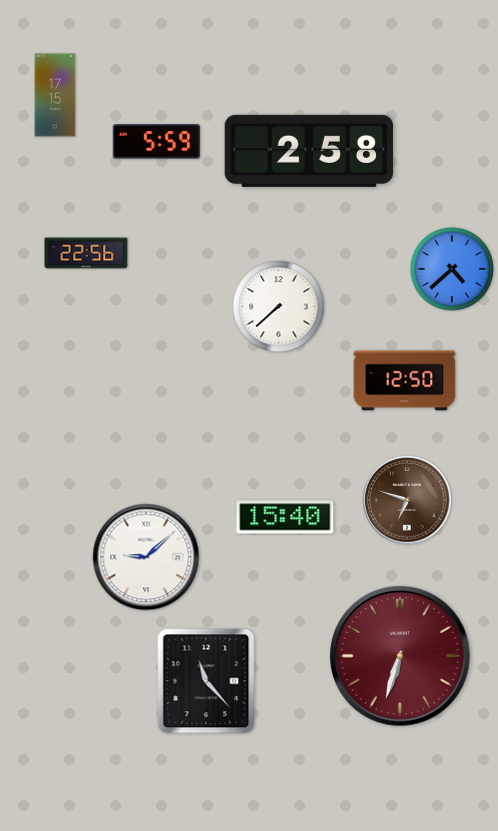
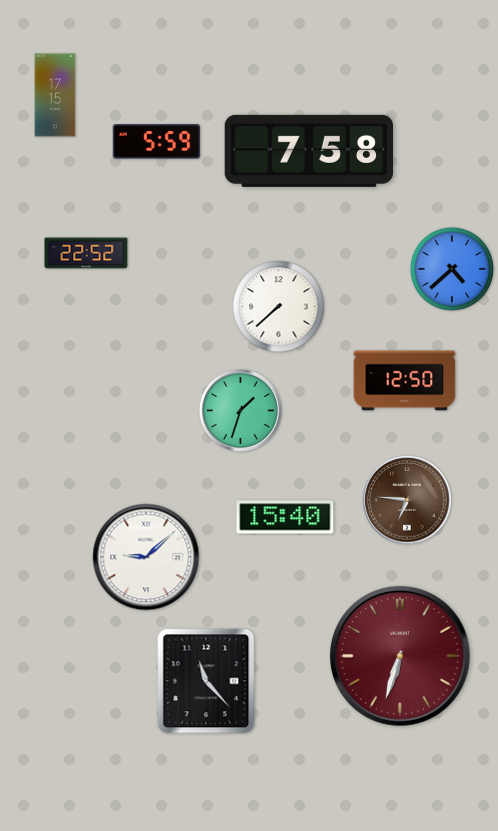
clock at (308, 151): 2:58 -> 7:58
clock at (86, 253): 22:56 -> 22:52
clock at (240, 410): none -> 1:33
clock at (407, 500): 6:48 -> 6:46
